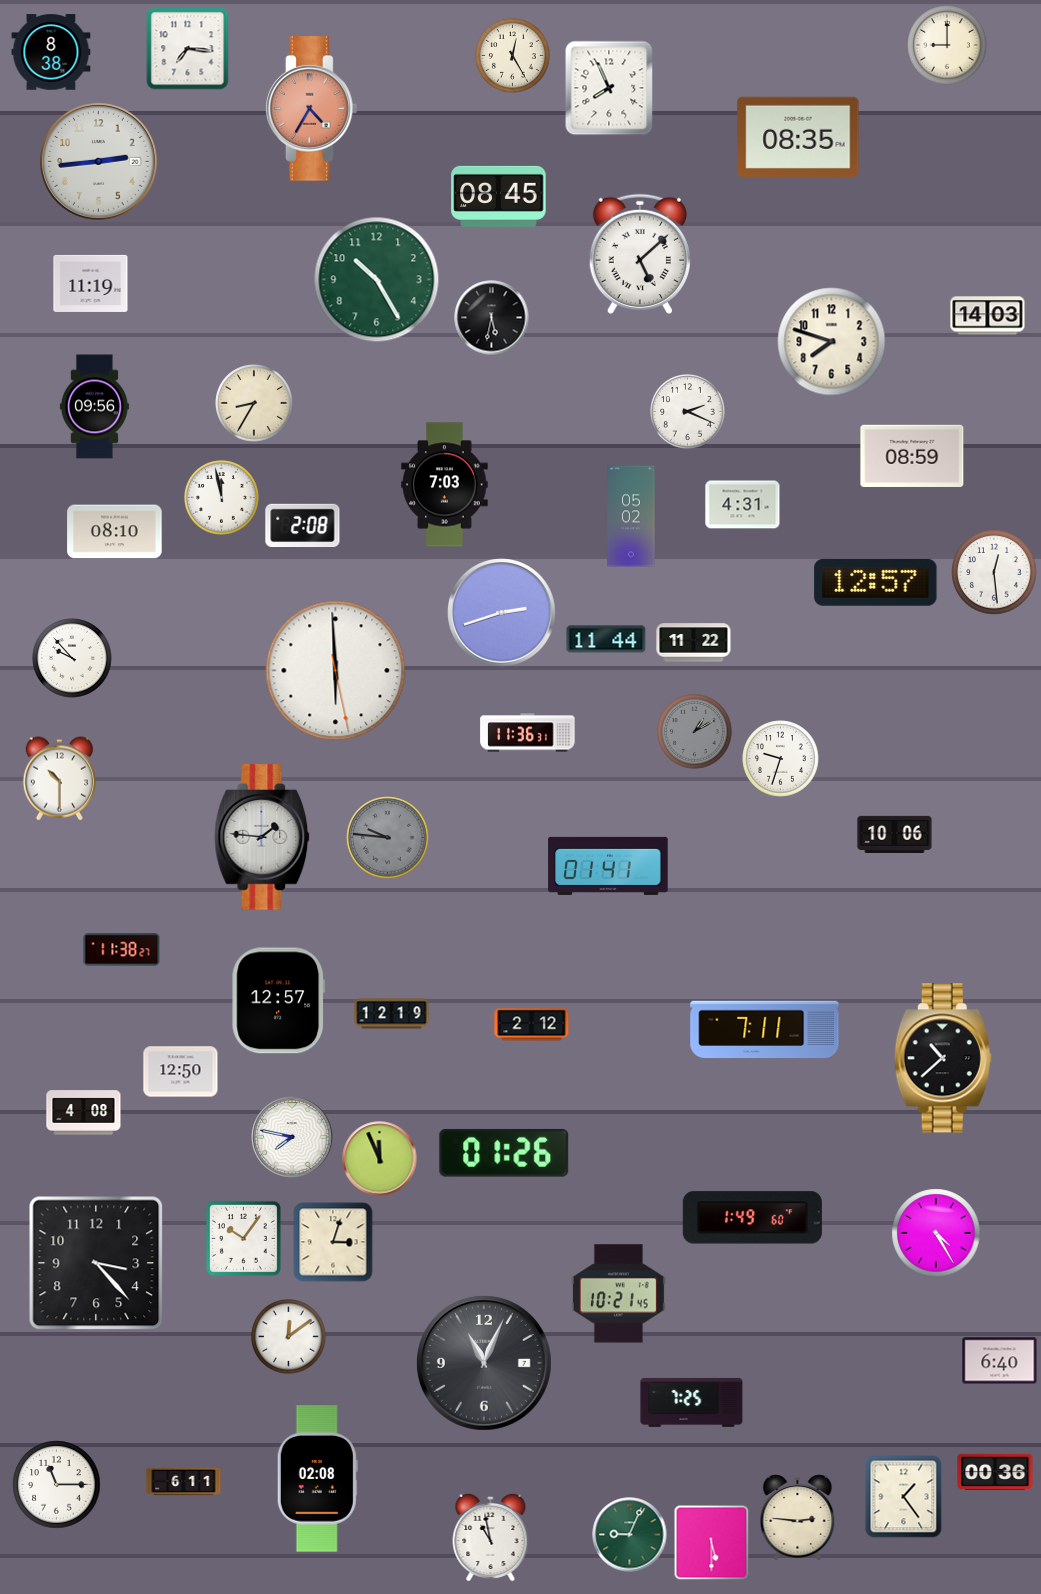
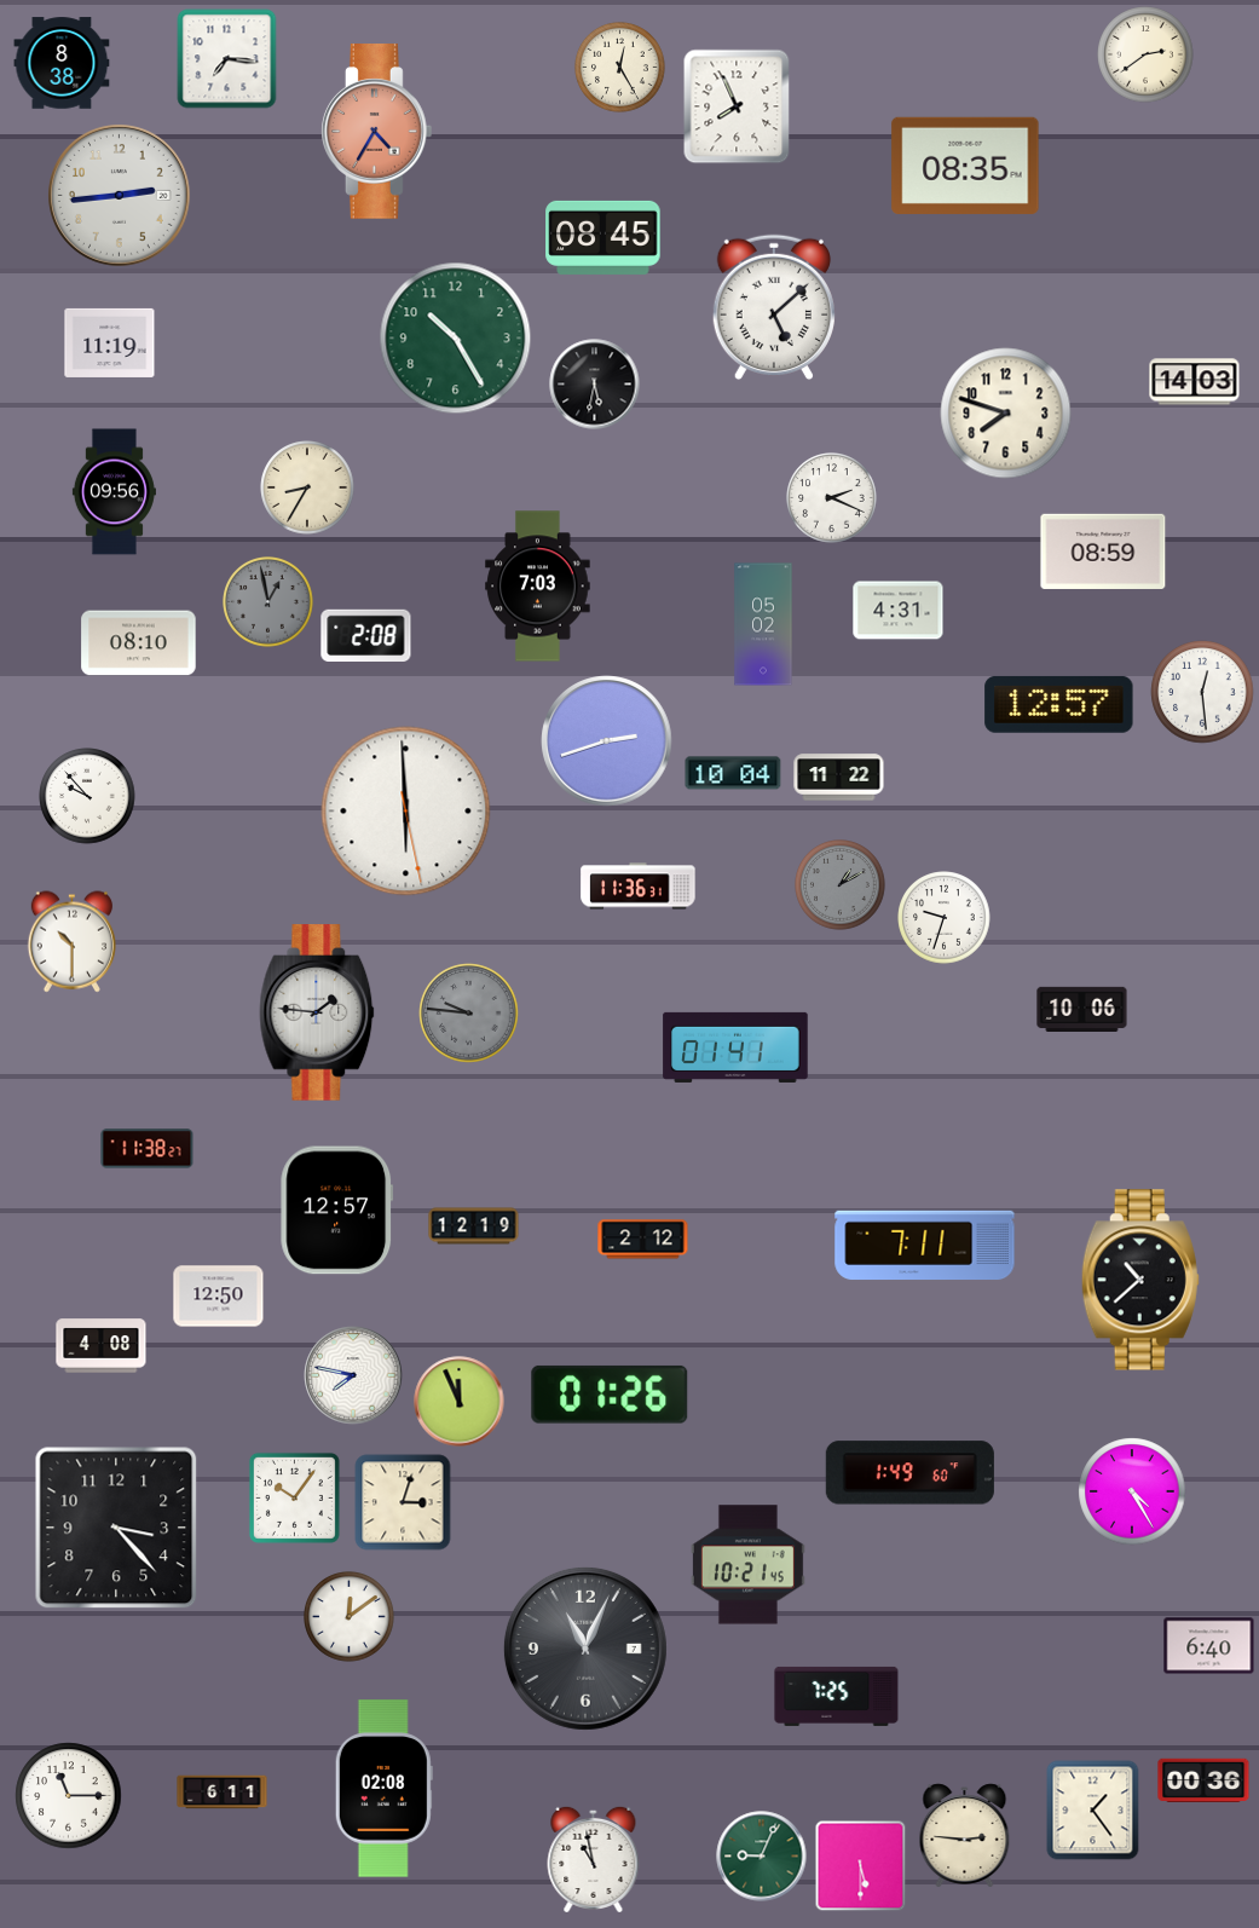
clock at (947, 45): 9:00 -> 2:39
clock at (222, 498): 11:58 -> 12:58
clock at (222, 498) dial: white -> grey
clock at (606, 639): 11:44 -> 10:04
